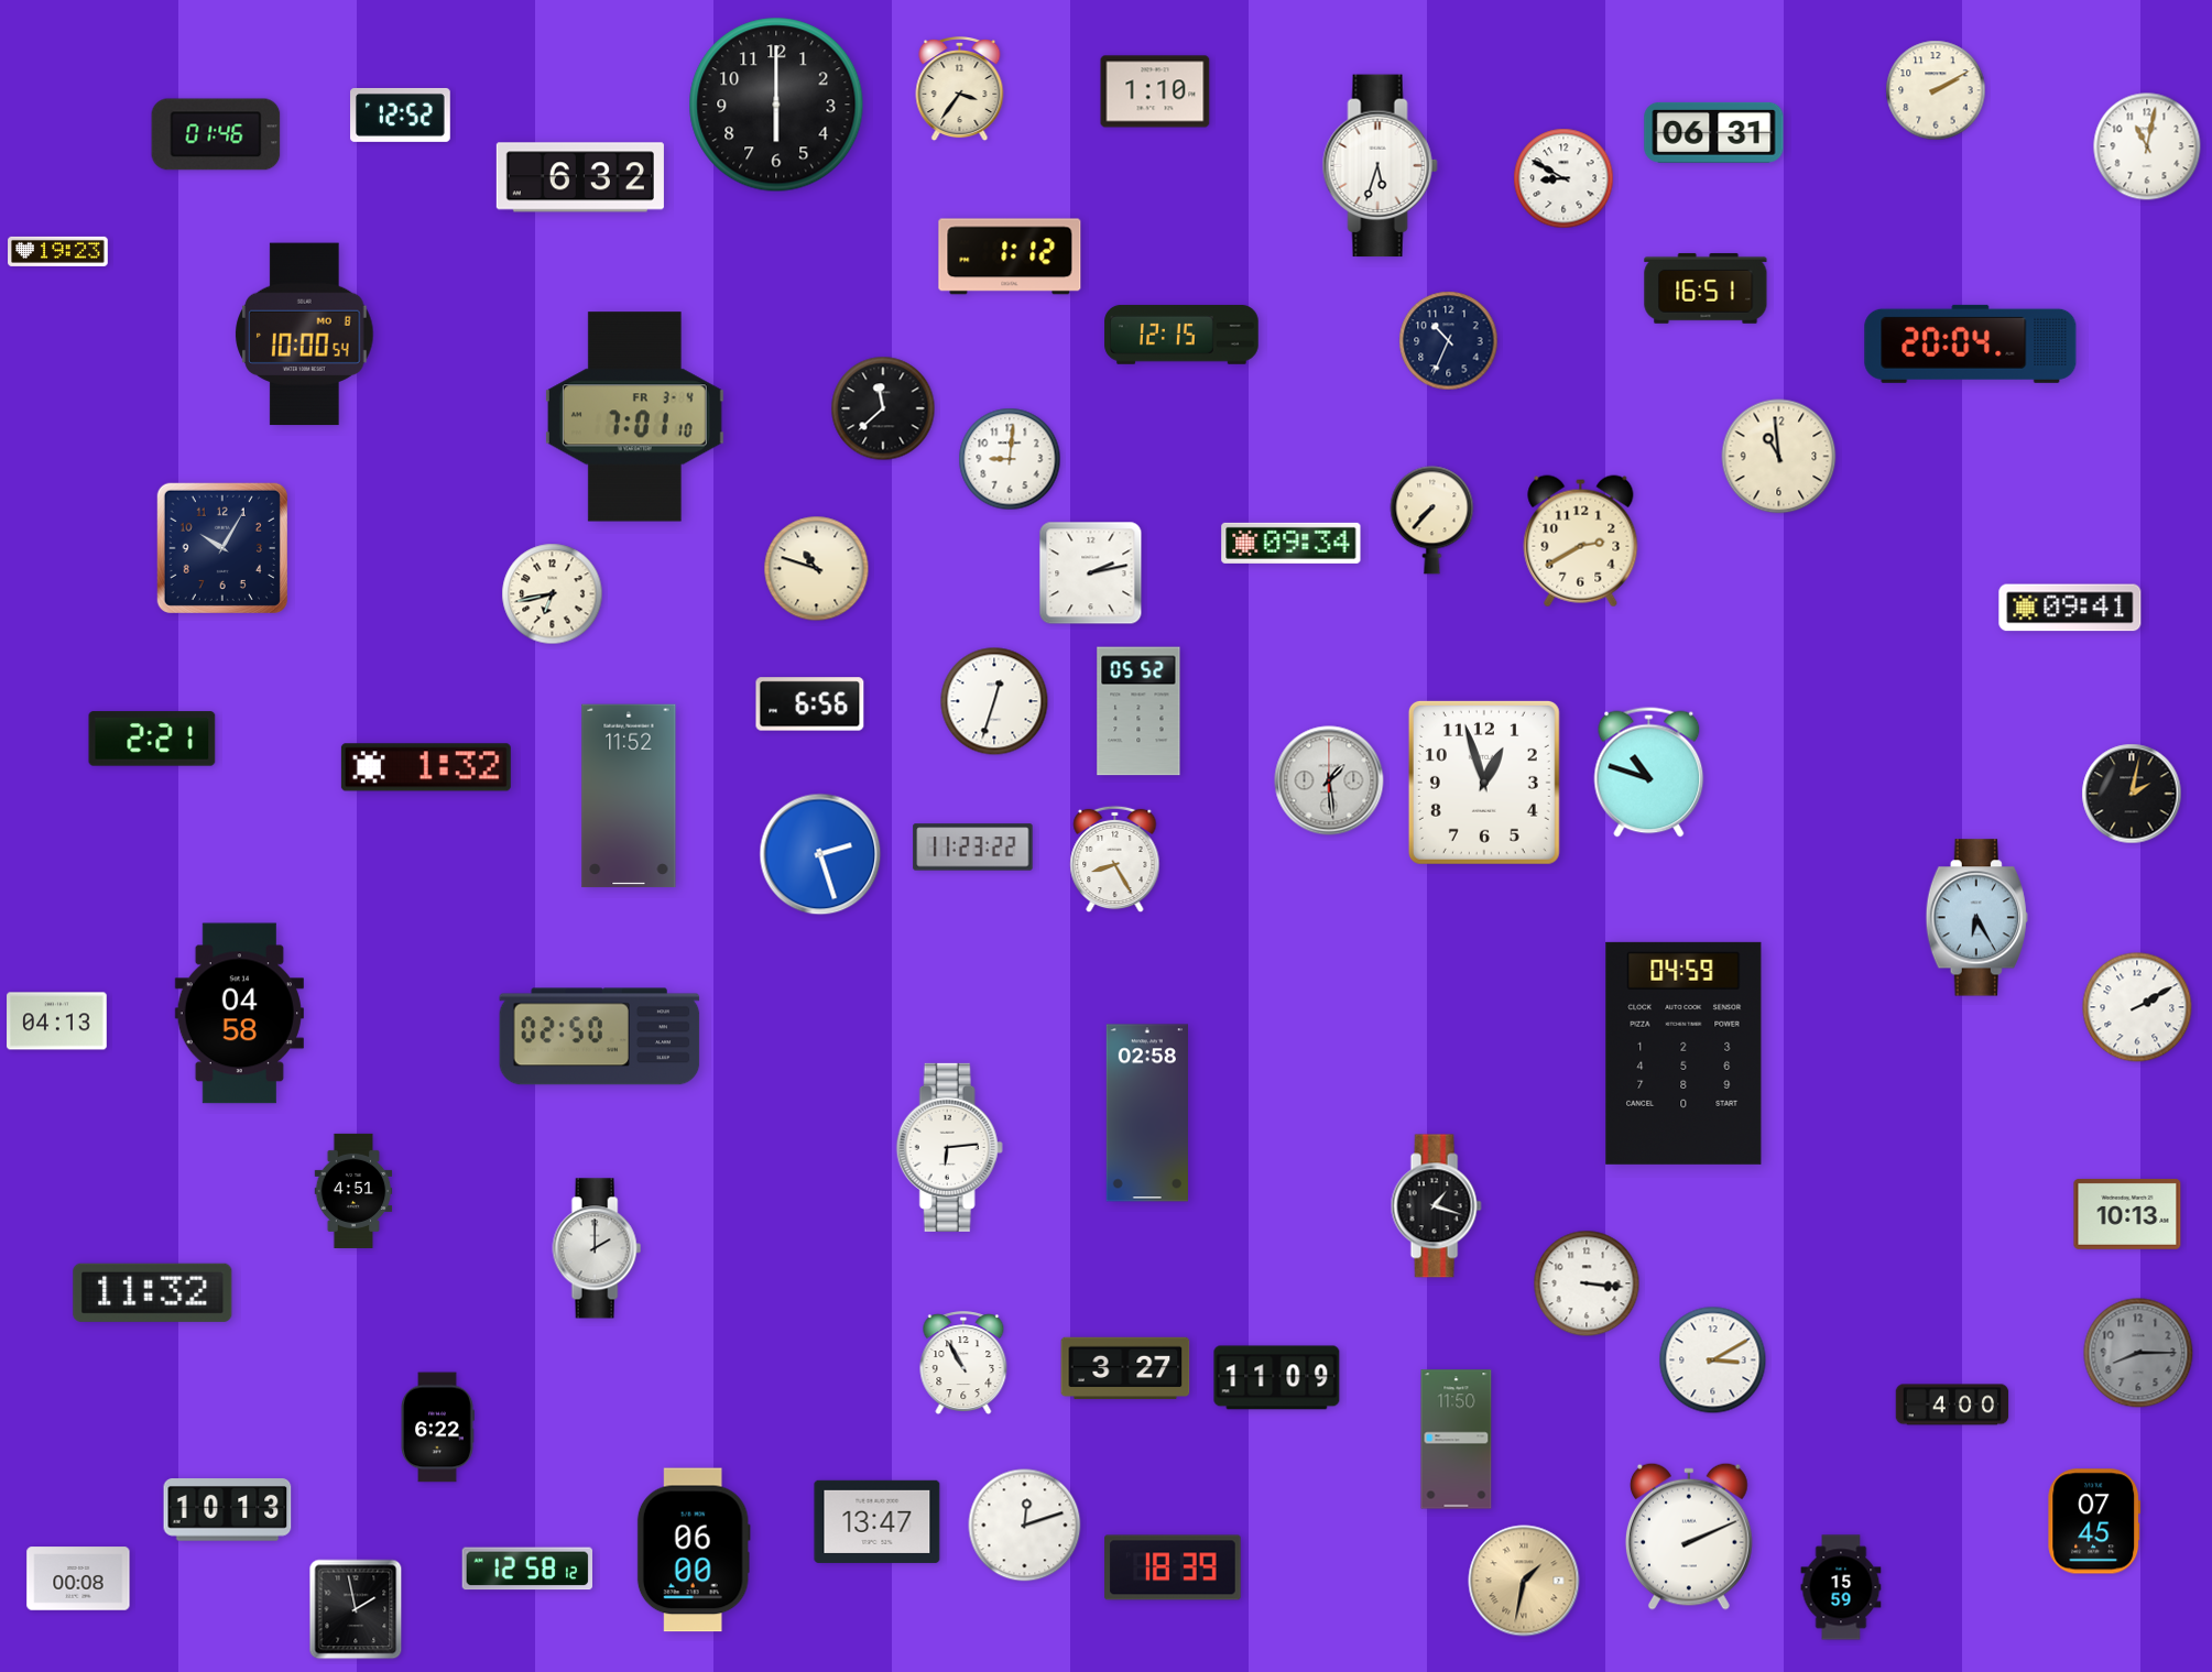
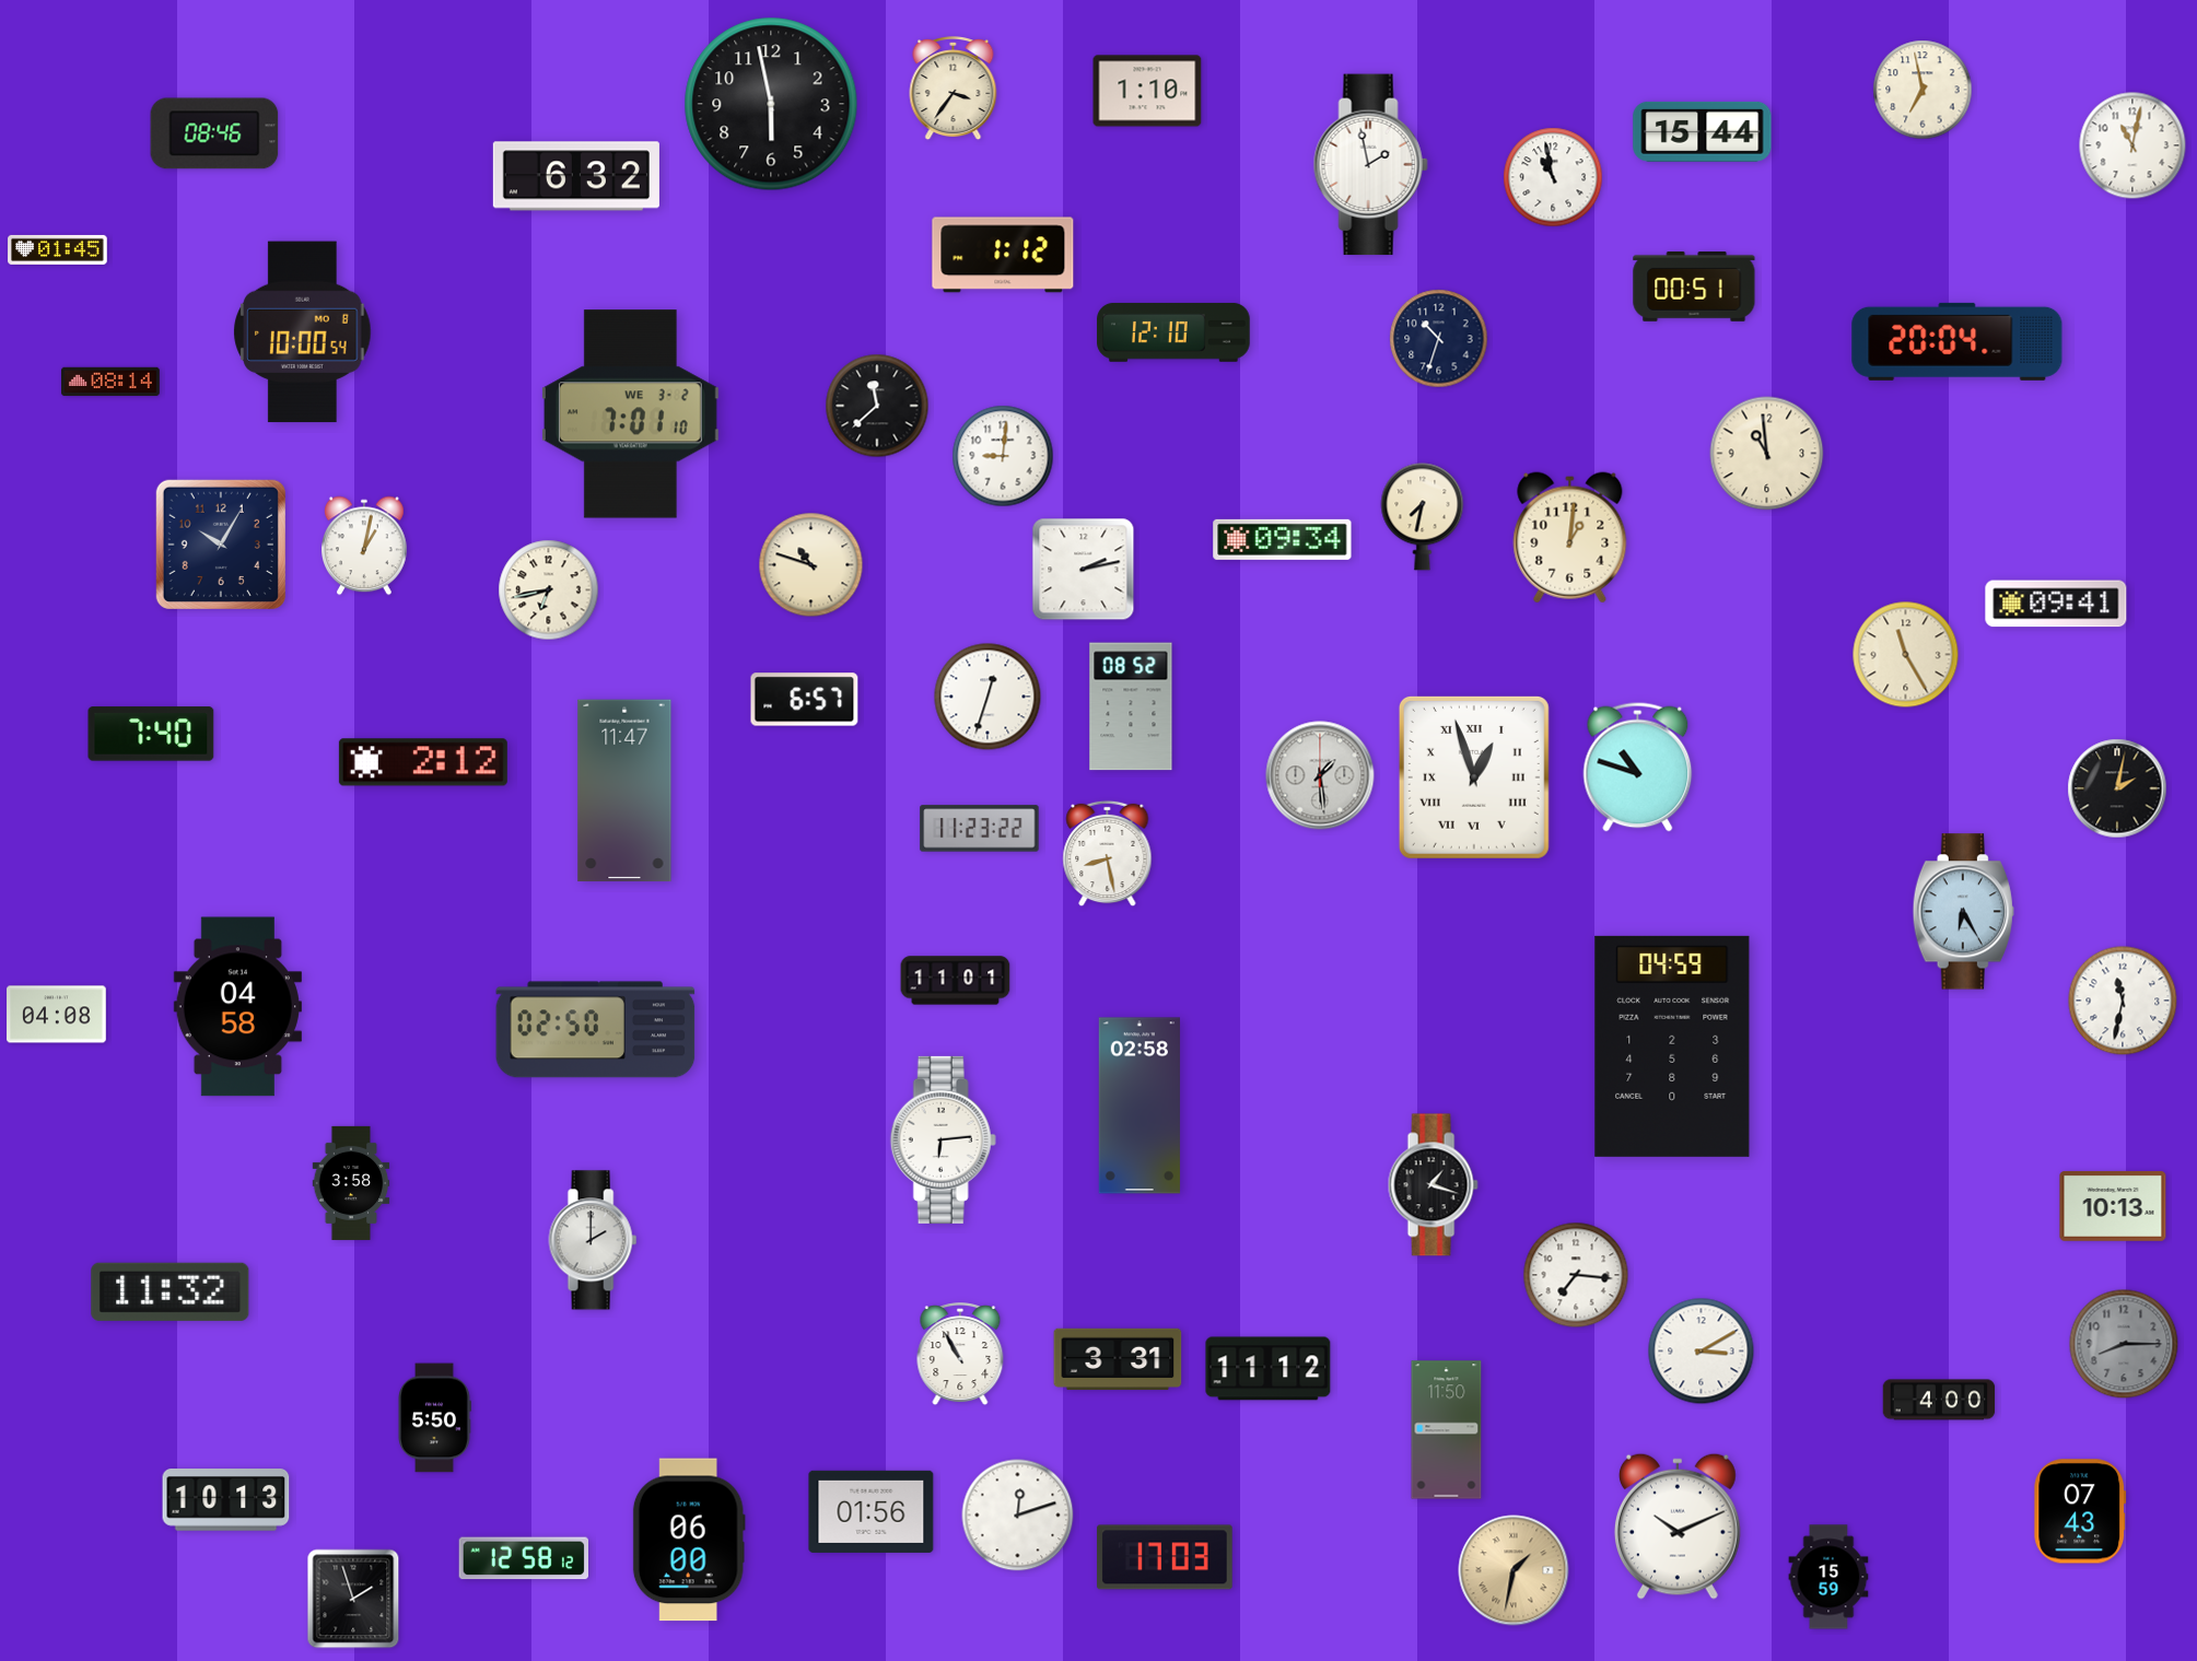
clock at (1936, 90): 2:10 -> 6:58
clock at (776, 105): 6:00 -> 5:58
clock at (401, 114): 12:52 -> none
clock at (1714, 132): 06:31 -> 15:44
clock at (216, 134): 01:46 -> 08:46
clock at (1380, 166): 5:33 -> 1:58
clock at (1563, 178): 8:50 -> 10:58
clock at (58, 251): 19:23 -> 01:45
clock at (1706, 288): 16:51 -> 00:51
clock at (1181, 335): 12:15 -> 12:10
clock at (1449, 341): 10:34 -> 10:33
clock at (110, 382): none -> 08:14
clock at (634, 417) date: FR 3-4 -> WE 3-2
clock at (1432, 521): 7:37 -> 7:32
clock at (1581, 542): 2:40 -> 1:01
clock at (365, 546): none -> 1:02
clock at (1906, 655): none -> 11:25
clock at (810, 704): 6:56 -> 6:57
clock at (1138, 711): 05:52 -> 08:52
clock at (152, 739): 2:21 -> 7:40
clock at (426, 767): 1:32 -> 2:12
clock at (1484, 783) numerals: Arabic -> Roman
clock at (629, 796): 11:52 -> 11:47
clock at (973, 848) position: (973, 848) -> (980, 829)
clock at (820, 854): 2:27 -> none
clock at (1115, 860): 8:25 -> 8:28
clock at (956, 981): none -> 11:01
clock at (2137, 1007): 2:10 -> 11:32
clock at (57, 1021): 04:13 -> 04:08
clock at (353, 1191): 4:51 -> 3:58
clock at (1436, 1206) position: (1436, 1206) -> (1433, 1185)
clock at (1587, 1283): 3:16 -> 7:16
clock at (153, 1292) position: (153, 1292) -> (171, 1291)
clock at (963, 1364) position: (963, 1364) -> (960, 1355)
clock at (1125, 1368): 3:27 -> 3:31
clock at (1277, 1378): 11:09 -> 11:12
clock at (1952, 1405) position: (1952, 1405) -> (1939, 1400)
clock at (437, 1428): 6:22 -> 5:50
clock at (878, 1521): 13:47 -> 01:56
clock at (2094, 1521): 07:45 -> 07:43
clock at (1689, 1537): 2:11 -> 10:11
clock at (1173, 1567): 18:39 -> 17:03
clock at (78, 1578): 00:08 -> none
clock at (356, 1609): 1:58 -> 1:57
